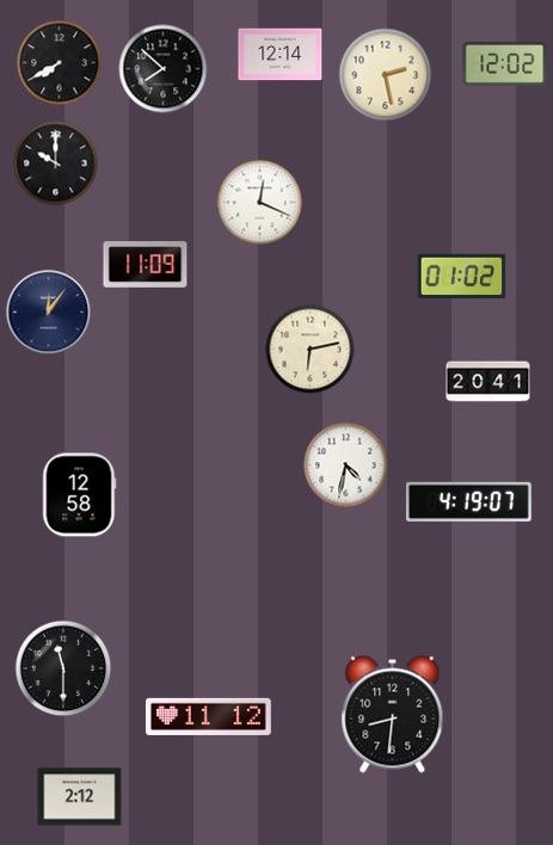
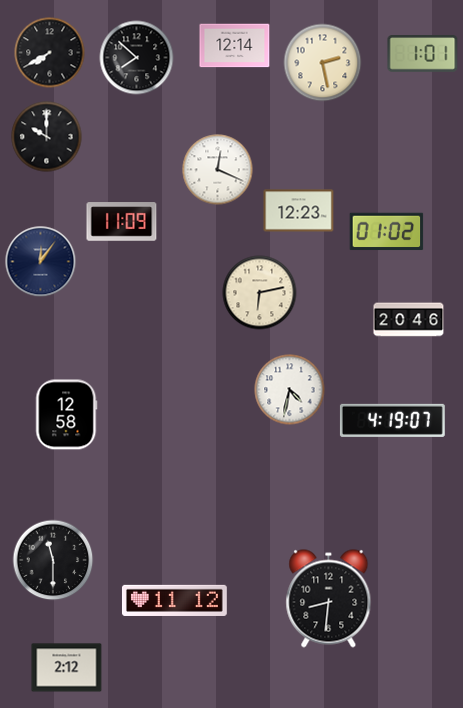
clock at (505, 64): 12:02 -> 1:01
clock at (299, 211): none -> 12:23
clock at (489, 382): 20:41 -> 20:46
